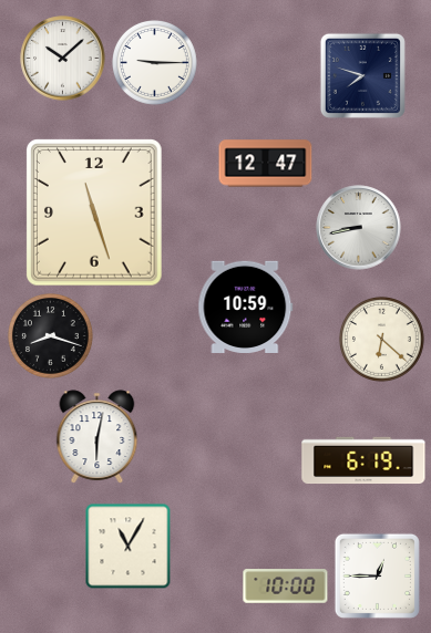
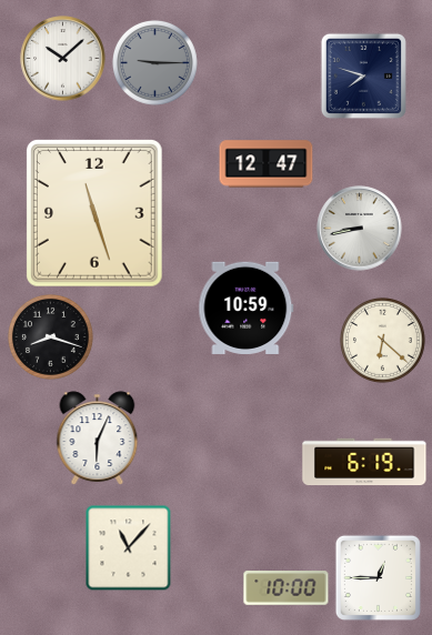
clock at (155, 63) dial: white -> grey
clock at (98, 437): 6:02 -> 6:04
clock at (127, 546): 11:05 -> 11:07
